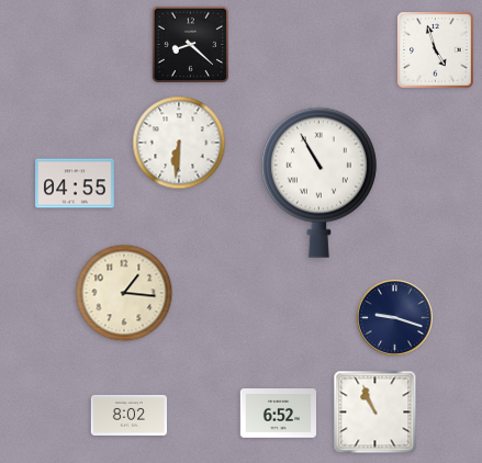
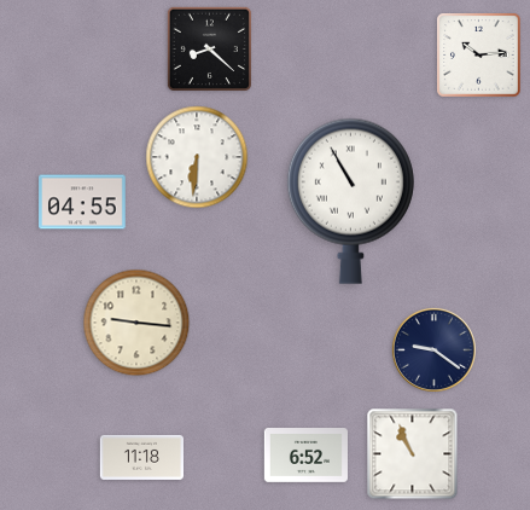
clock at (436, 50): 4:57 -> 10:14
clock at (124, 293): 1:16 -> 9:16
clock at (394, 317): 9:18 -> 9:21
clock at (128, 415): 8:02 -> 11:18
